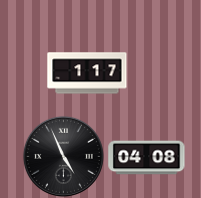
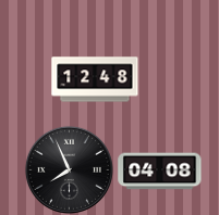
clock at (87, 73): 1:17 -> 12:48
clock at (63, 156): 4:56 -> 7:56
